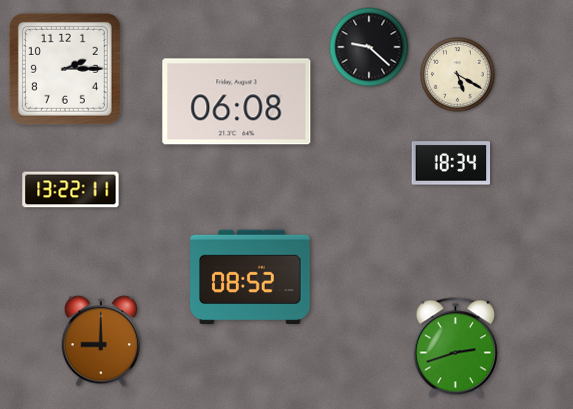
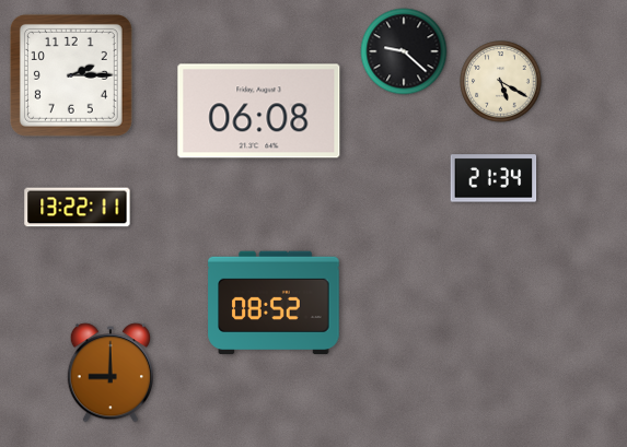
clock at (451, 163): 18:34 -> 21:34
clock at (455, 348): 2:42 -> none
